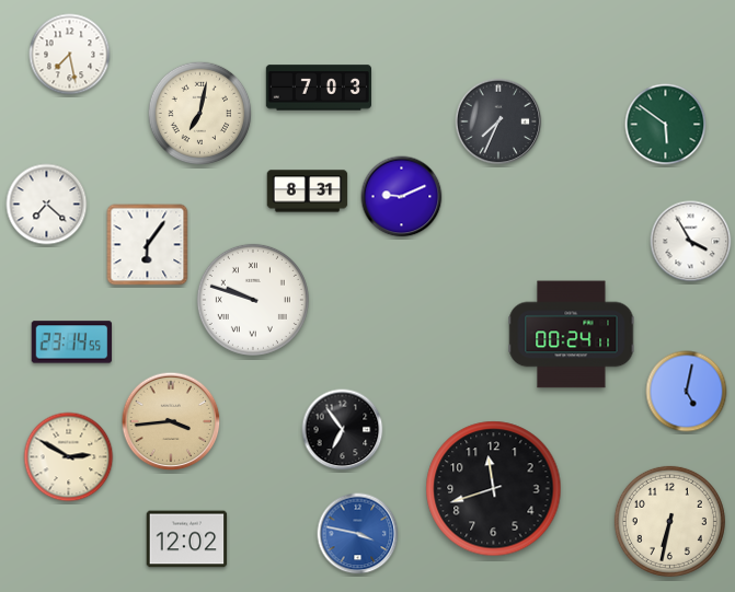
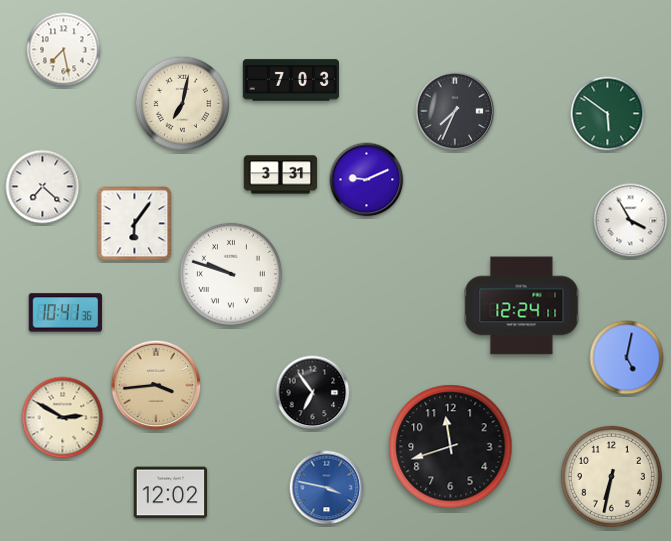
clock at (308, 191): 8:31 -> 3:31
clock at (572, 335): 00:24 -> 12:24
clock at (72, 343): 23:14 -> 10:41
